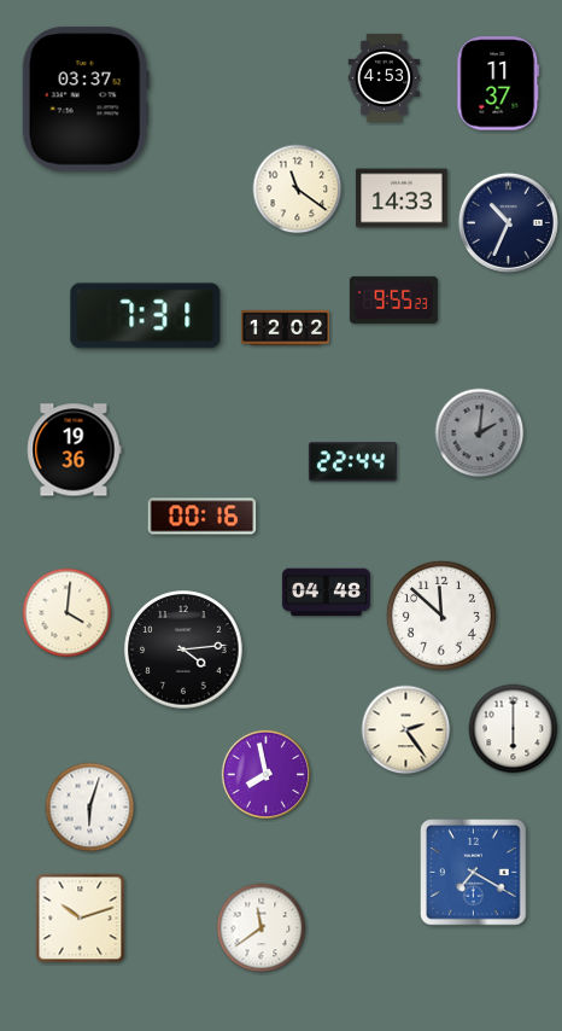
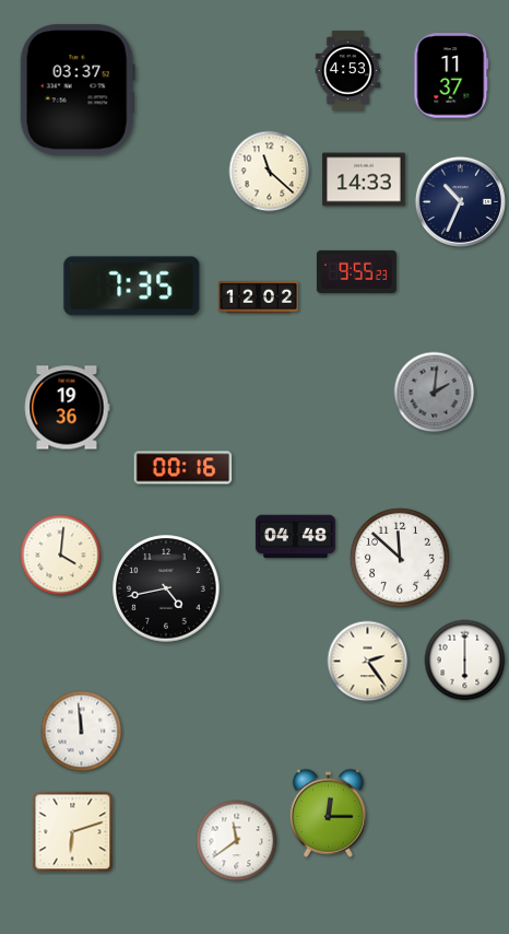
clock at (298, 190): 11:21 -> 11:22
clock at (146, 316): 7:31 -> 7:35
clock at (352, 462): 22:44 -> none
clock at (183, 650): 4:14 -> 4:43
clock at (265, 774): 7:58 -> none
clock at (90, 808): 6:03 -> 11:59
clock at (474, 873): 7:20 -> none
clock at (328, 813): none -> 12:15
clock at (81, 919): 10:12 -> 6:12
